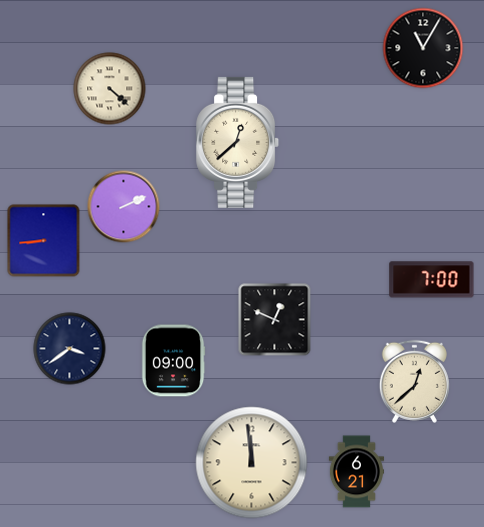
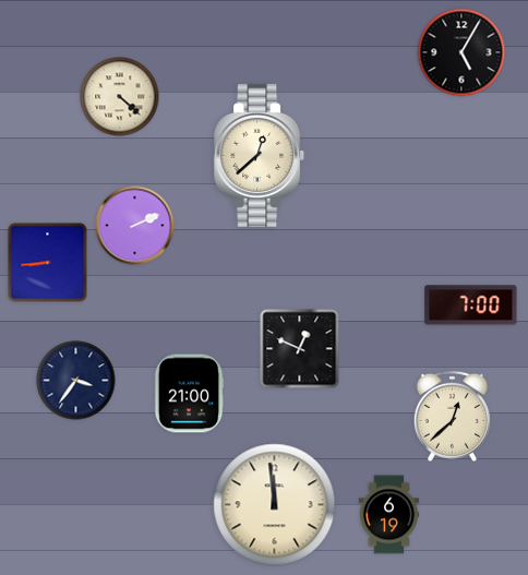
clock at (423, 48): 11:05 -> 5:05
clock at (70, 349): 3:39 -> 3:36
clock at (173, 361): 09:00 -> 21:00
clock at (356, 472): 6:21 -> 6:19
